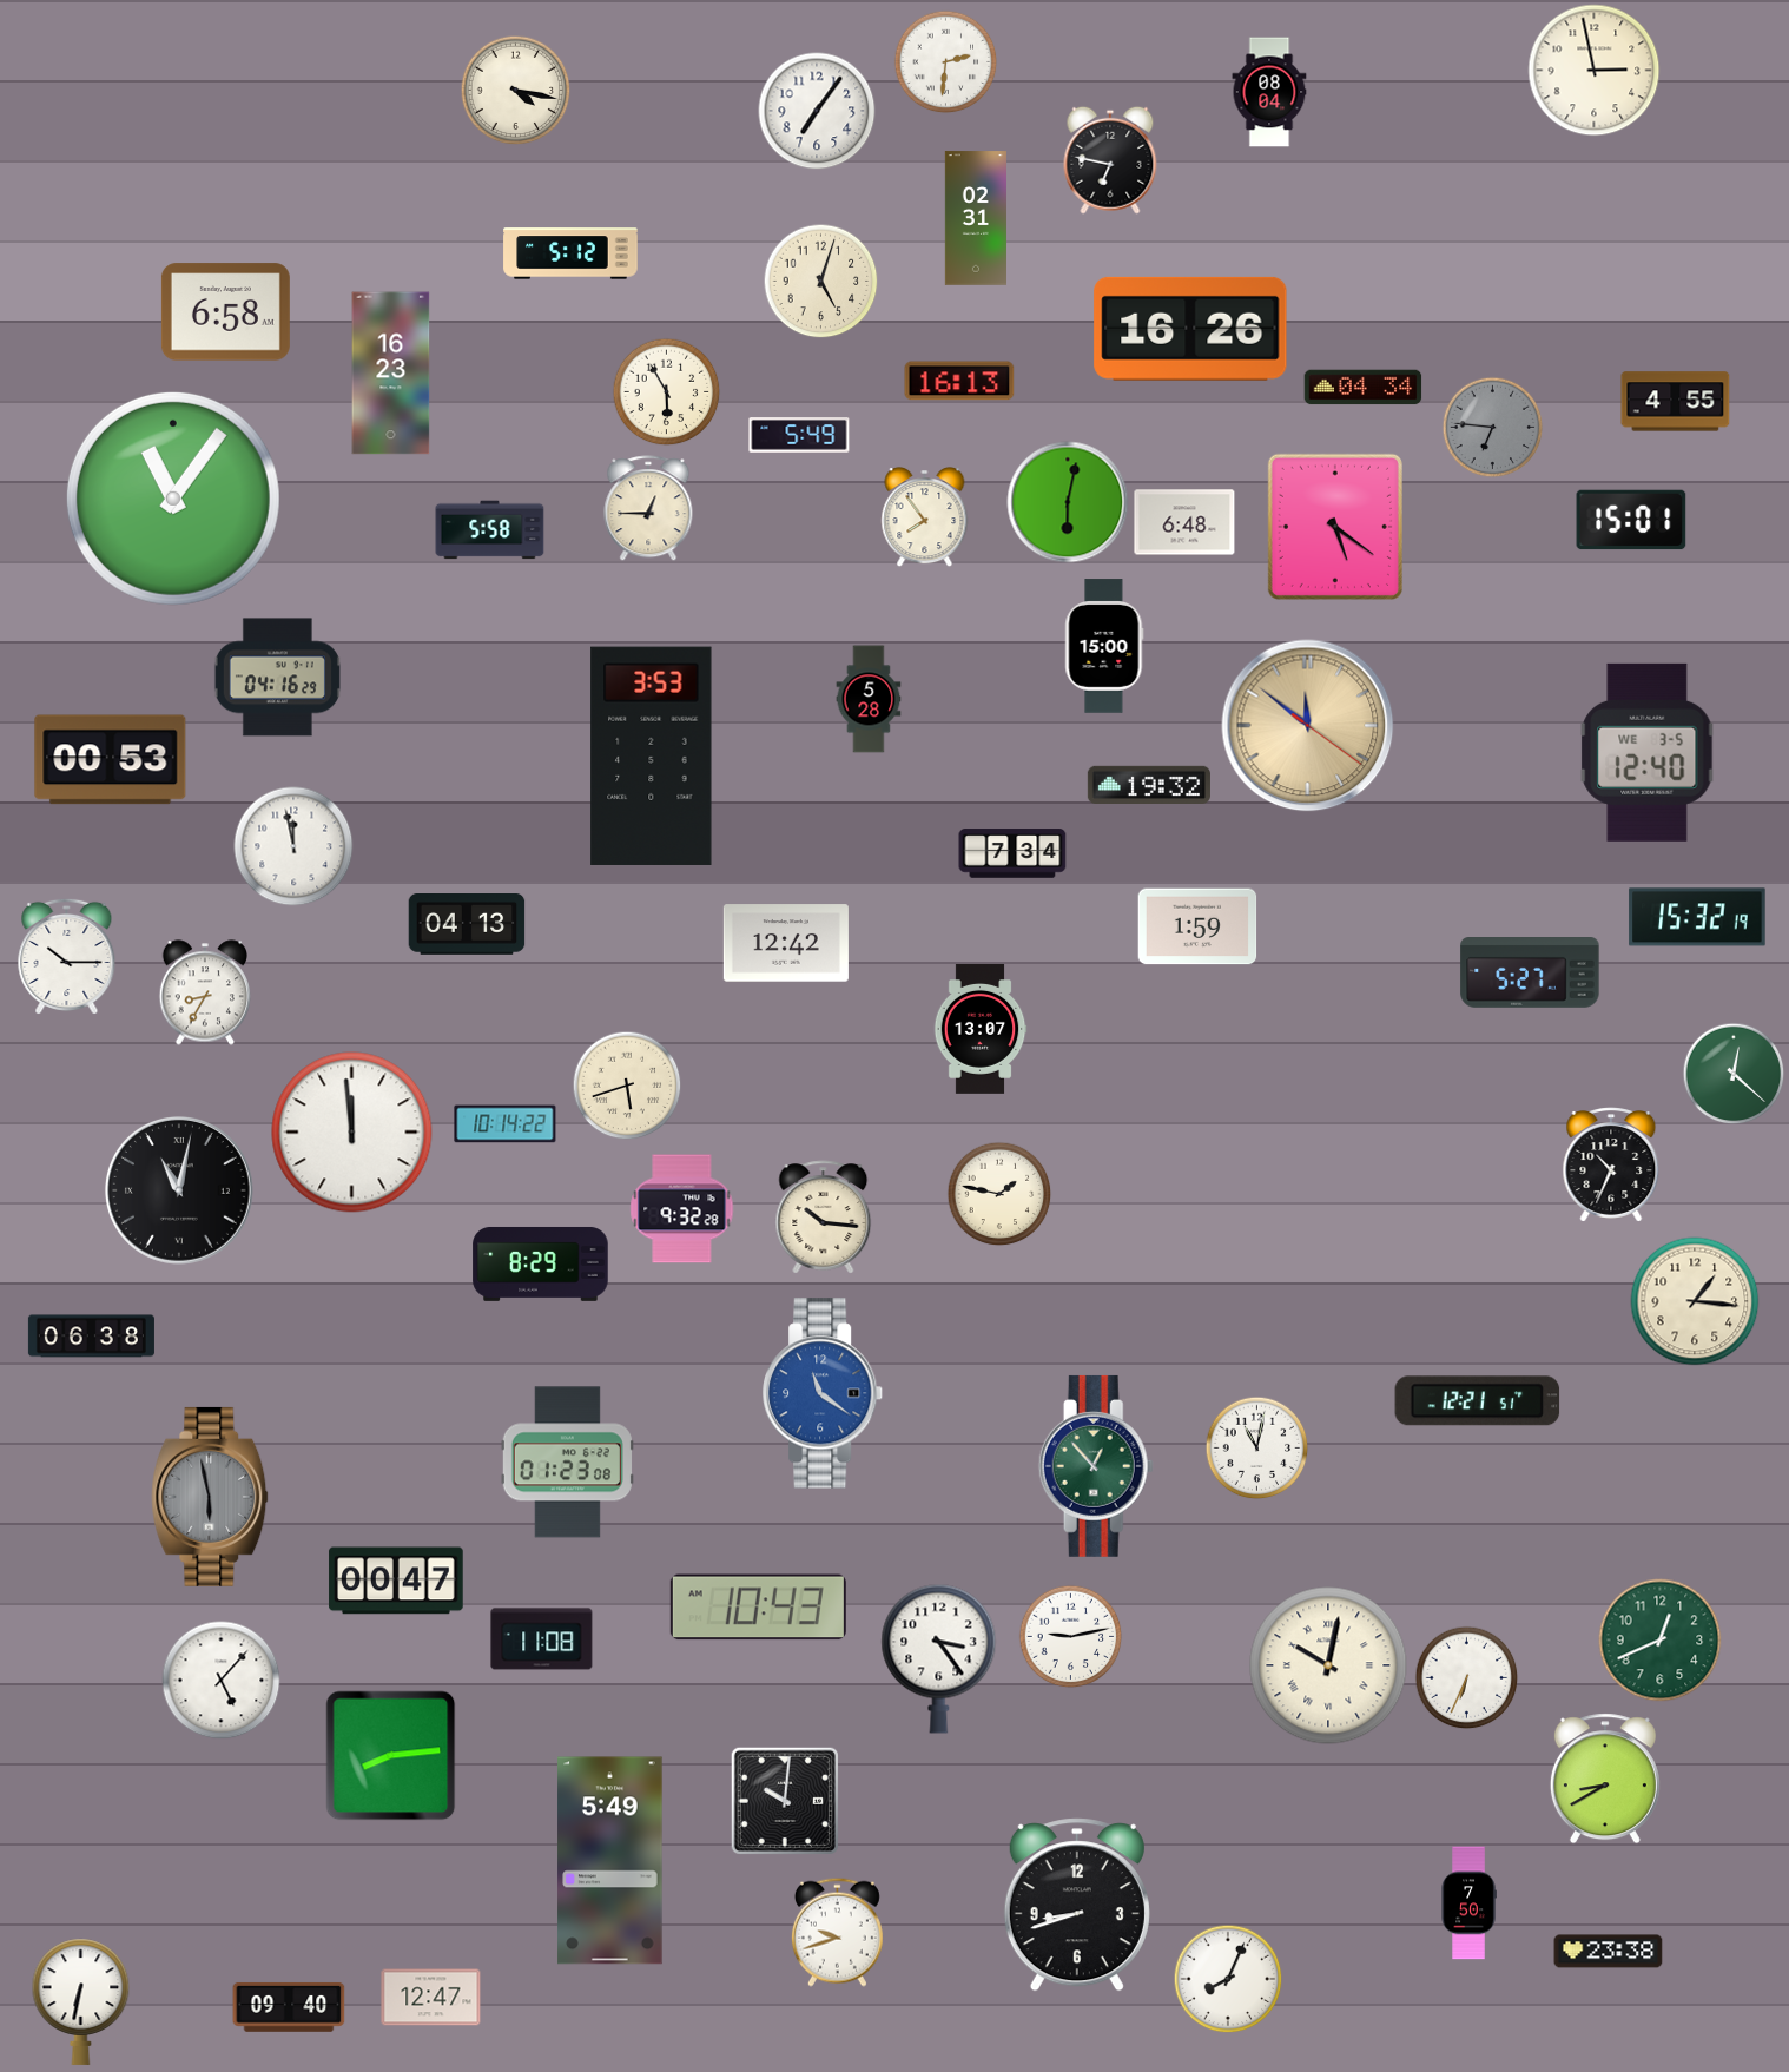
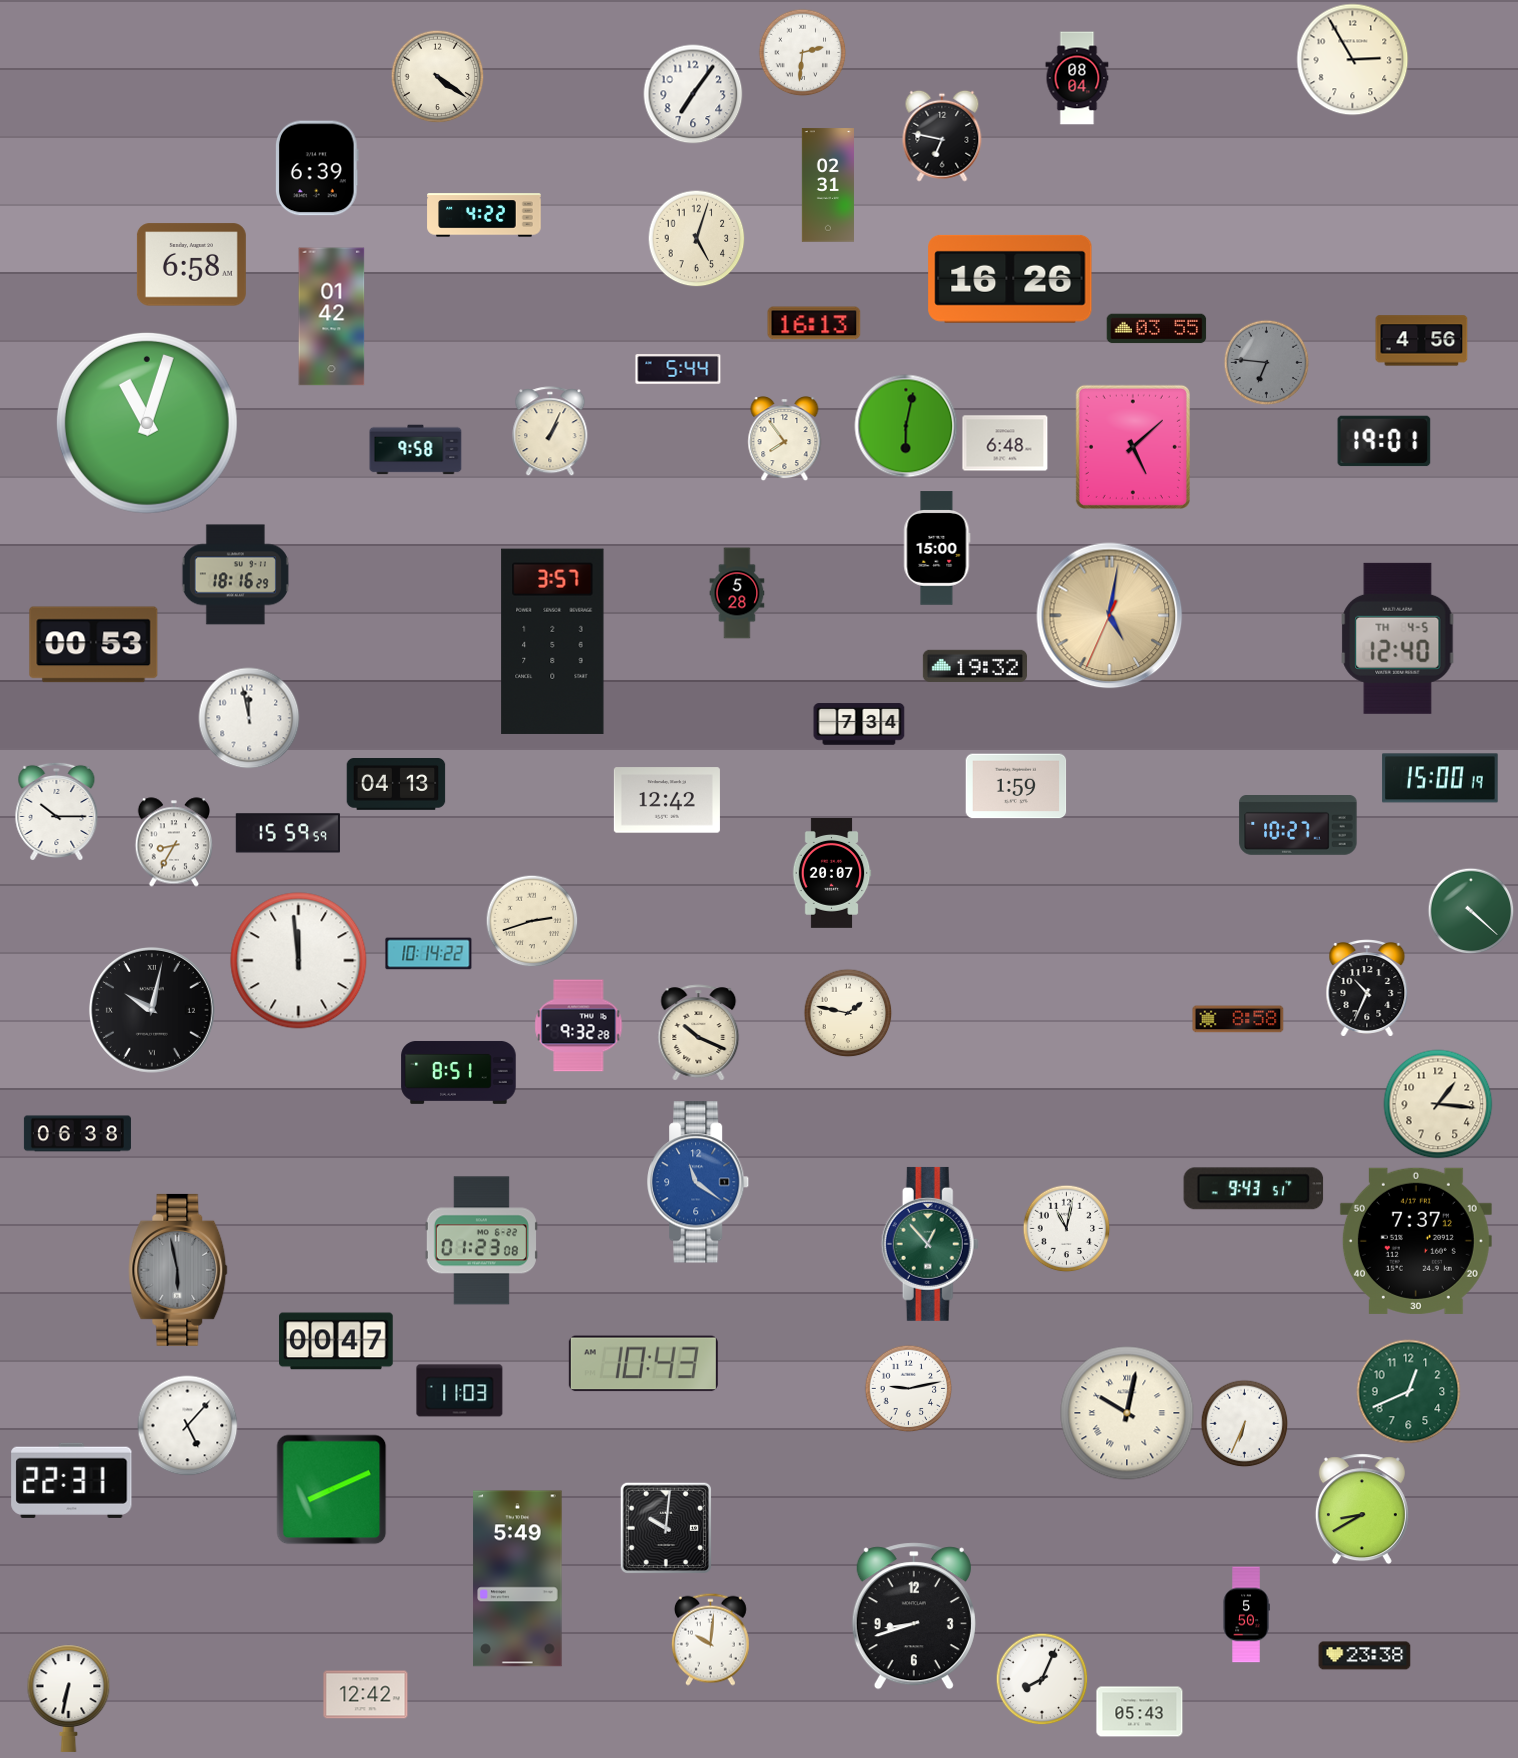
clock at (1595, 71): 2:58 -> 2:55
clock at (515, 90): 4:17 -> 4:21
clock at (317, 168): none -> 6:39
clock at (570, 253): 5:12 -> 4:22
clock at (391, 374): 16:23 -> 01:42
clock at (1364, 388): 04:34 -> 03:55
clock at (666, 391): 5:55 -> none
clock at (1676, 402): 4:55 -> 4:56
clock at (799, 435): 5:49 -> 5:44
clock at (173, 499): 11:06 -> 11:03
clock at (648, 508): 12:45 -> 1:04
clock at (1631, 520): 15:01 -> 19:01
clock at (1335, 527): 5:21 -> 5:08
clock at (490, 530): 5:58 -> 9:58
clock at (277, 678): 04:16 -> 18:16
clock at (1308, 726): 11:51 -> 5:01
clock at (1648, 752) date: WE 3-5 -> TH 4-5
clock at (652, 755): 3:53 -> 3:57
clock at (1697, 917): 15:32 -> 15:00
clock at (1530, 974): 5:27 -> 10:27
clock at (288, 833): none -> 15:59
clock at (981, 1029): 13:07 -> 20:07
clock at (1734, 1074): 12:22 -> 4:22
clock at (627, 1086): 5:42 -> 2:42
clock at (179, 1190): 11:02 -> 10:02
clock at (1238, 1019): none -> 8:58
clock at (824, 1218): 10:16 -> 10:19
clock at (541, 1263): 8:29 -> 8:51
clock at (1478, 1401): 12:21 -> 9:43
clock at (1416, 1241): none -> 7:37
clock at (542, 1639): 11:08 -> 11:03
clock at (939, 1658): 3:24 -> none
clock at (72, 1480): none -> 22:31
clock at (391, 1756): 8:14 -> 8:11
clock at (1468, 1903): 7:50 -> 5:50
clock at (837, 1932): 9:42 -> 10:01
clock at (431, 1998): 12:47 -> 12:42
clock at (289, 2007): 09:40 -> none
clock at (1140, 1712): none -> 05:43
